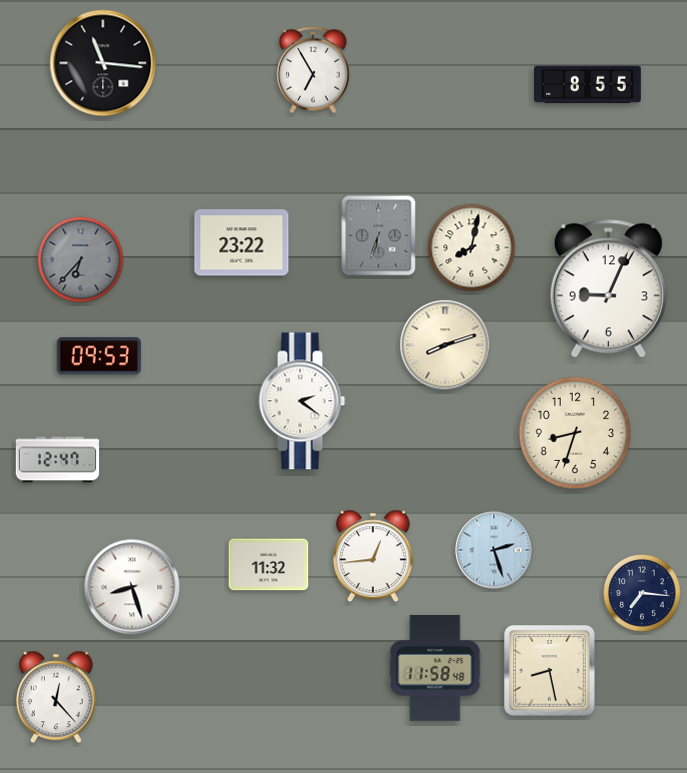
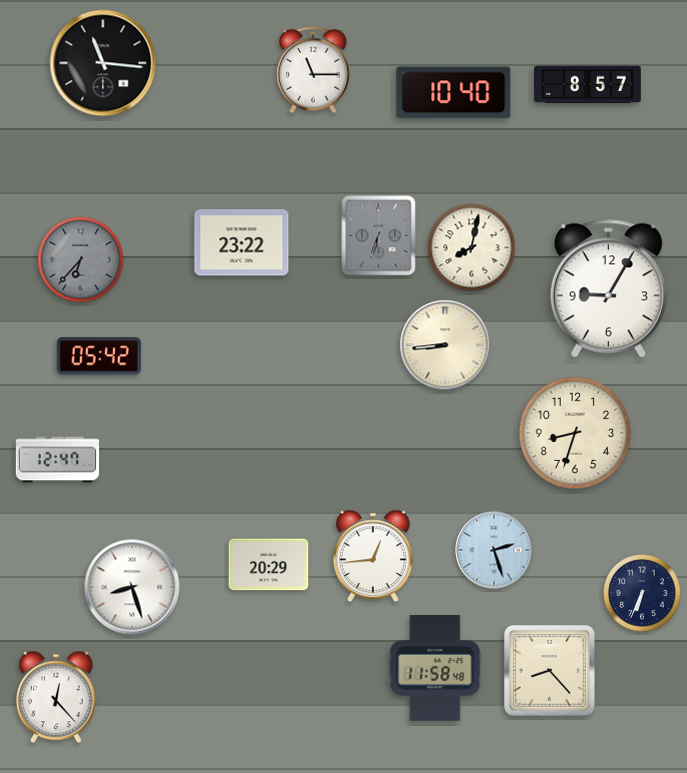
clock at (313, 70): 6:55 -> 11:15
clock at (588, 85): 8:55 -> 8:57
clock at (454, 93): none -> 10:40
clock at (608, 289): 9:04 -> 9:05
clock at (445, 345): 8:12 -> 8:44
clock at (99, 356): 09:53 -> 05:42
clock at (302, 401): 2:21 -> none
clock at (269, 565): 11:32 -> 20:29
clock at (642, 593): 7:16 -> 6:34
clock at (550, 671): 8:28 -> 8:23
